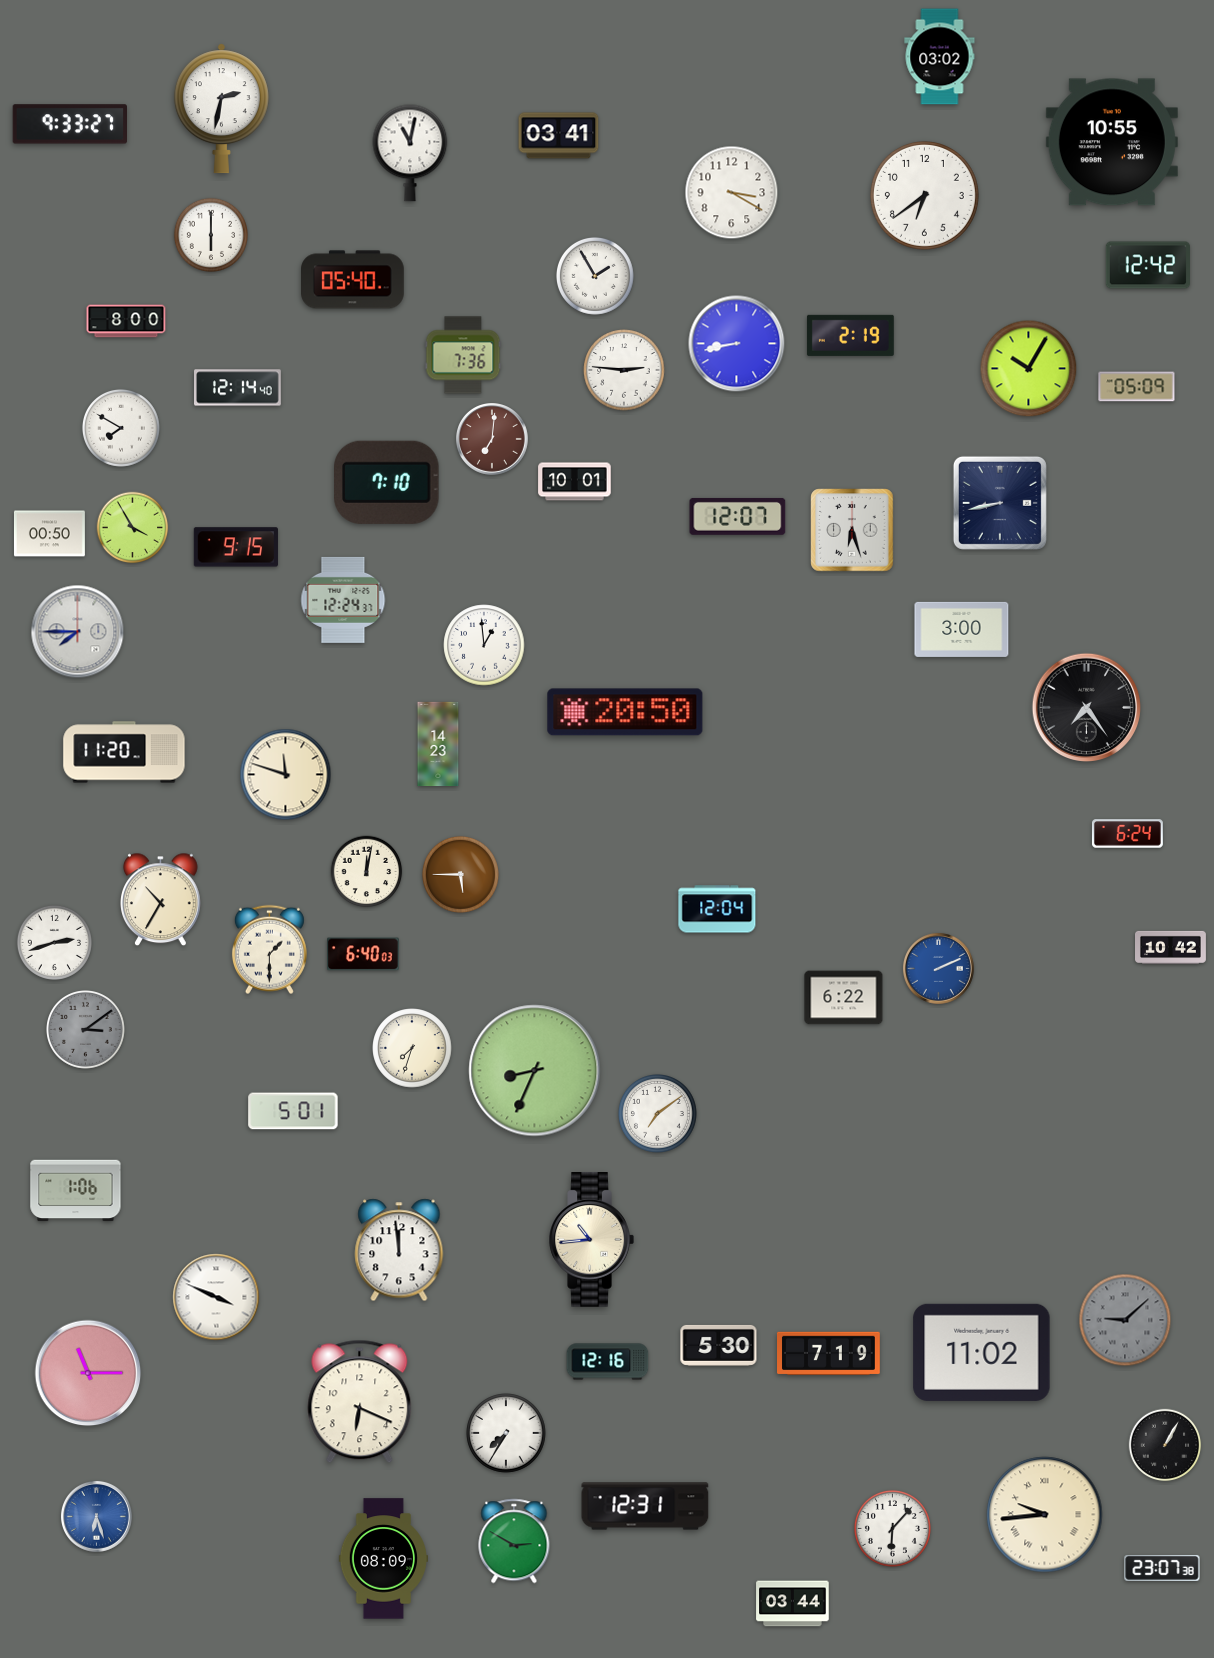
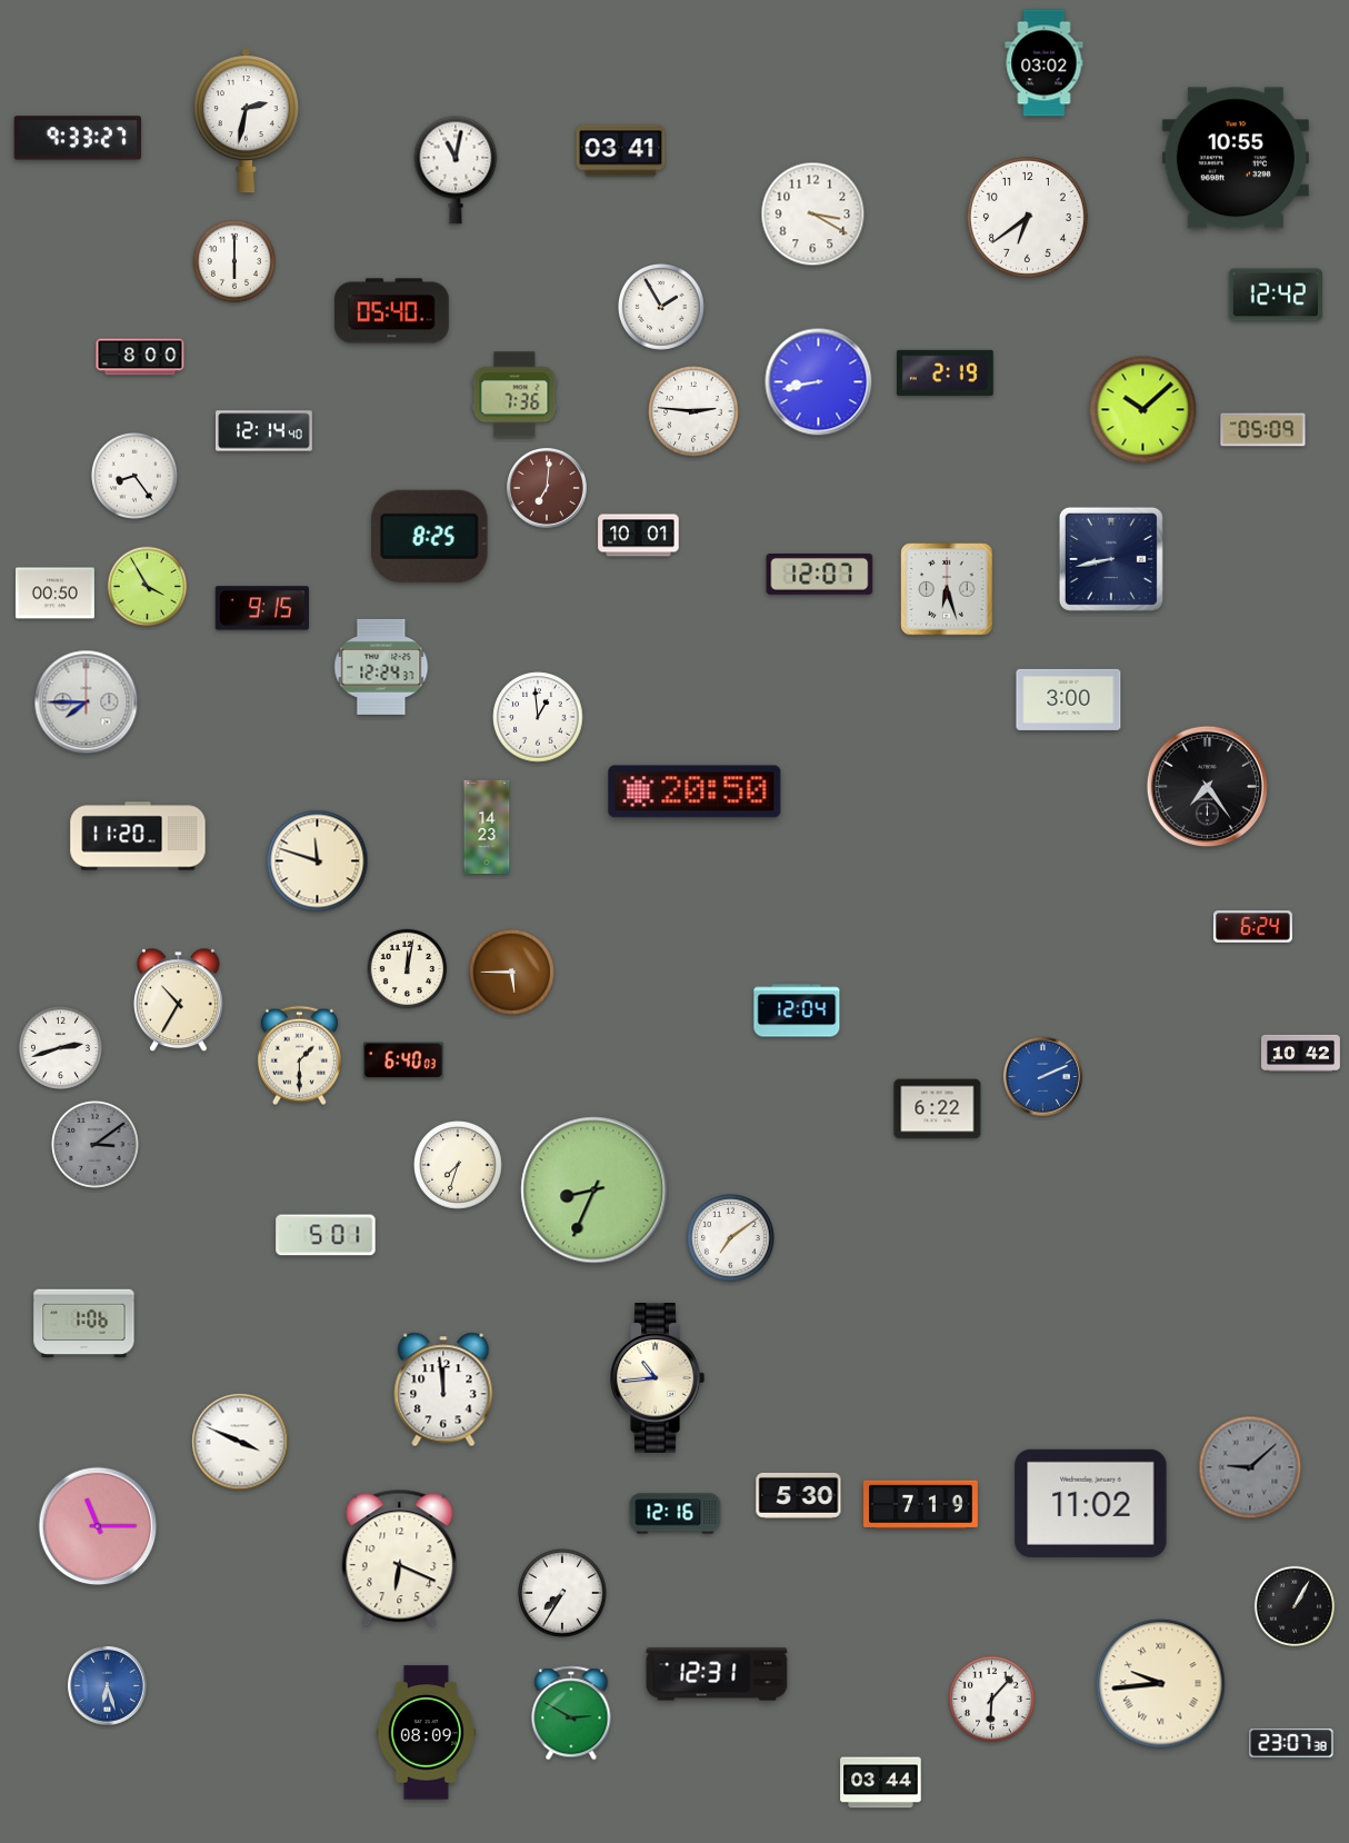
clock at (1029, 369): 10:05 -> 10:08
clock at (121, 428): 7:50 -> 8:24
clock at (387, 482): 7:10 -> 8:25
